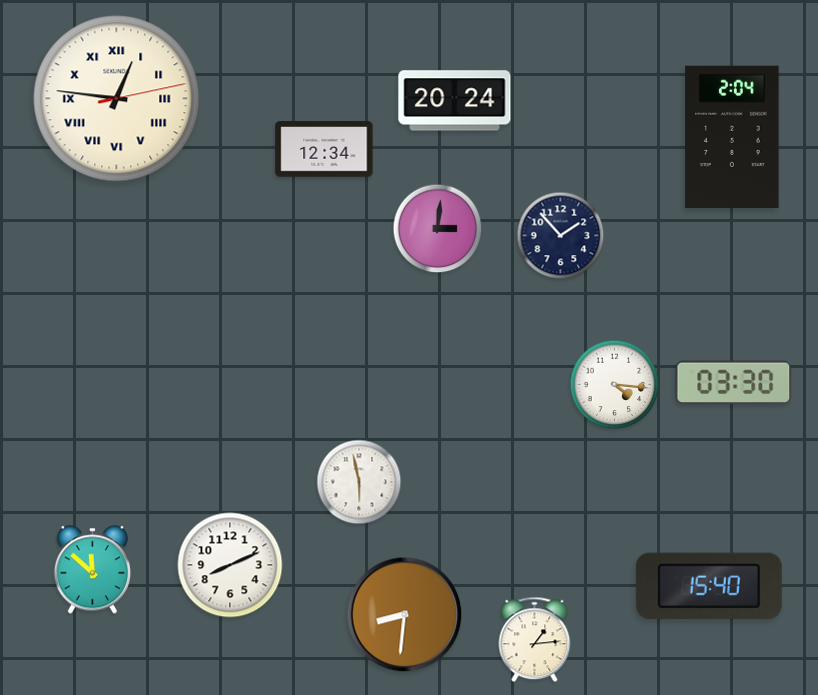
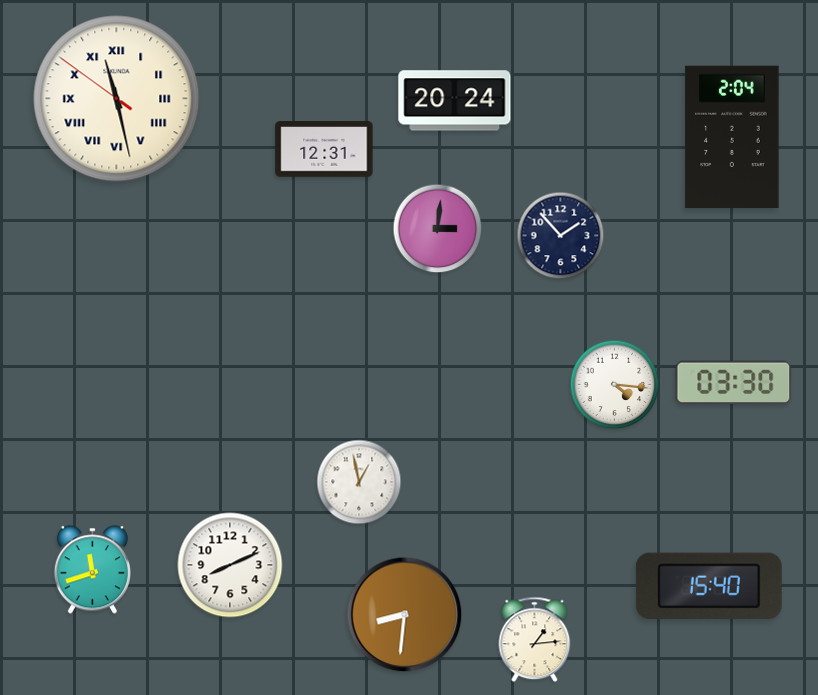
clock at (117, 99): 12:46 -> 11:27
clock at (324, 149): 12:34 -> 12:31
clock at (359, 482): 5:58 -> 12:58
clock at (92, 570): 11:52 -> 11:42
